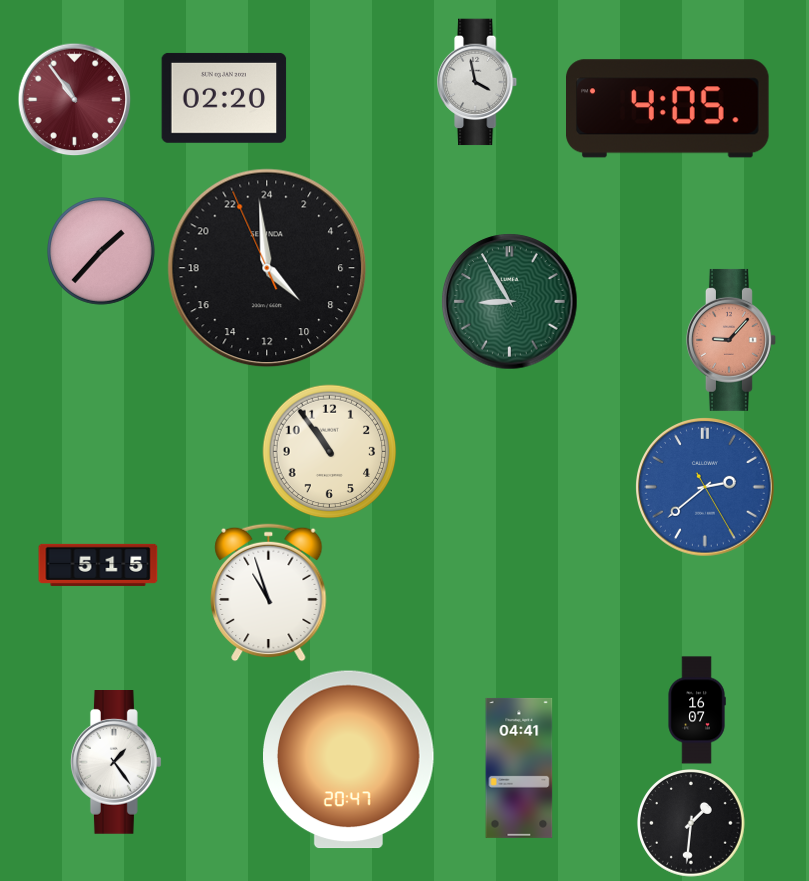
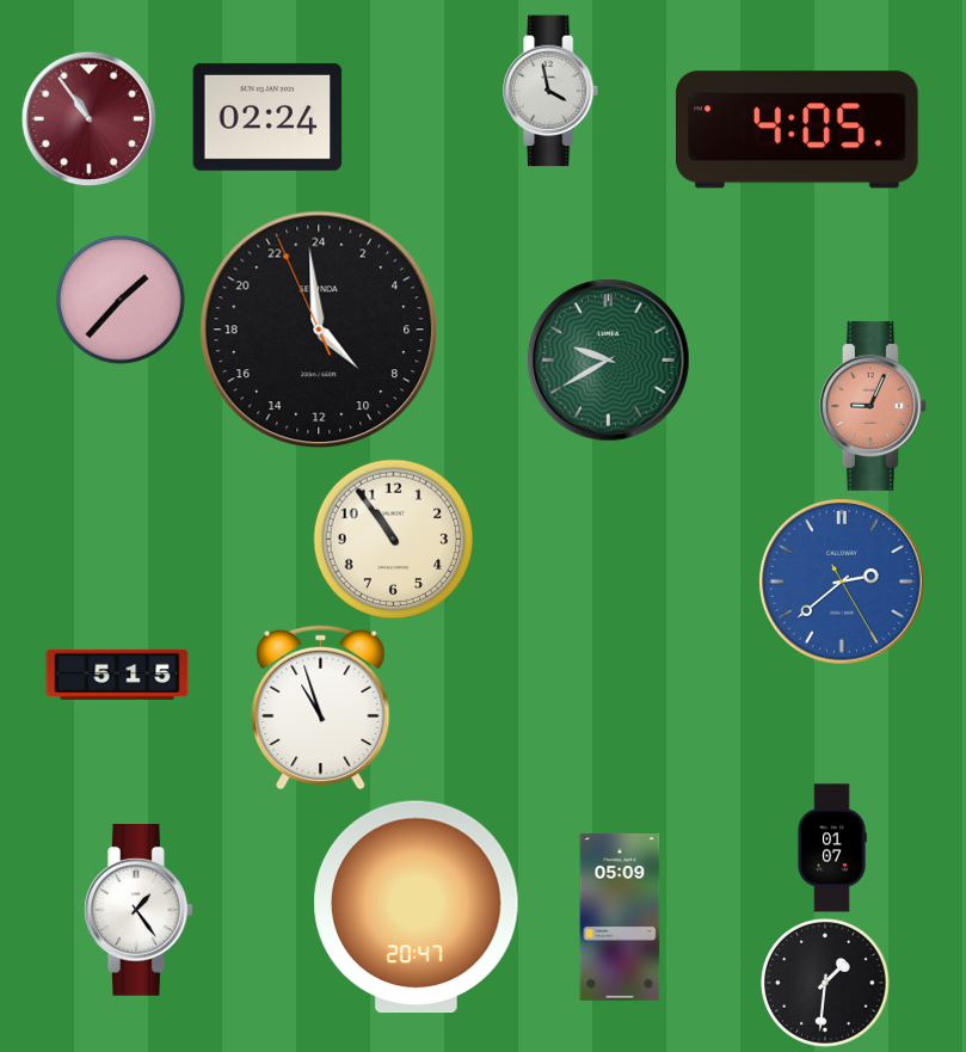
clock at (478, 82) position: (478, 82) -> (552, 91)
clock at (224, 98): 02:20 -> 02:24
clock at (267, 268) position: (267, 268) -> (319, 330)
clock at (510, 302): 8:55 -> 9:40
clock at (731, 340): 9:07 -> 9:04
clock at (697, 710): 16:07 -> 01:07
clock at (519, 768): 04:41 -> 05:09
